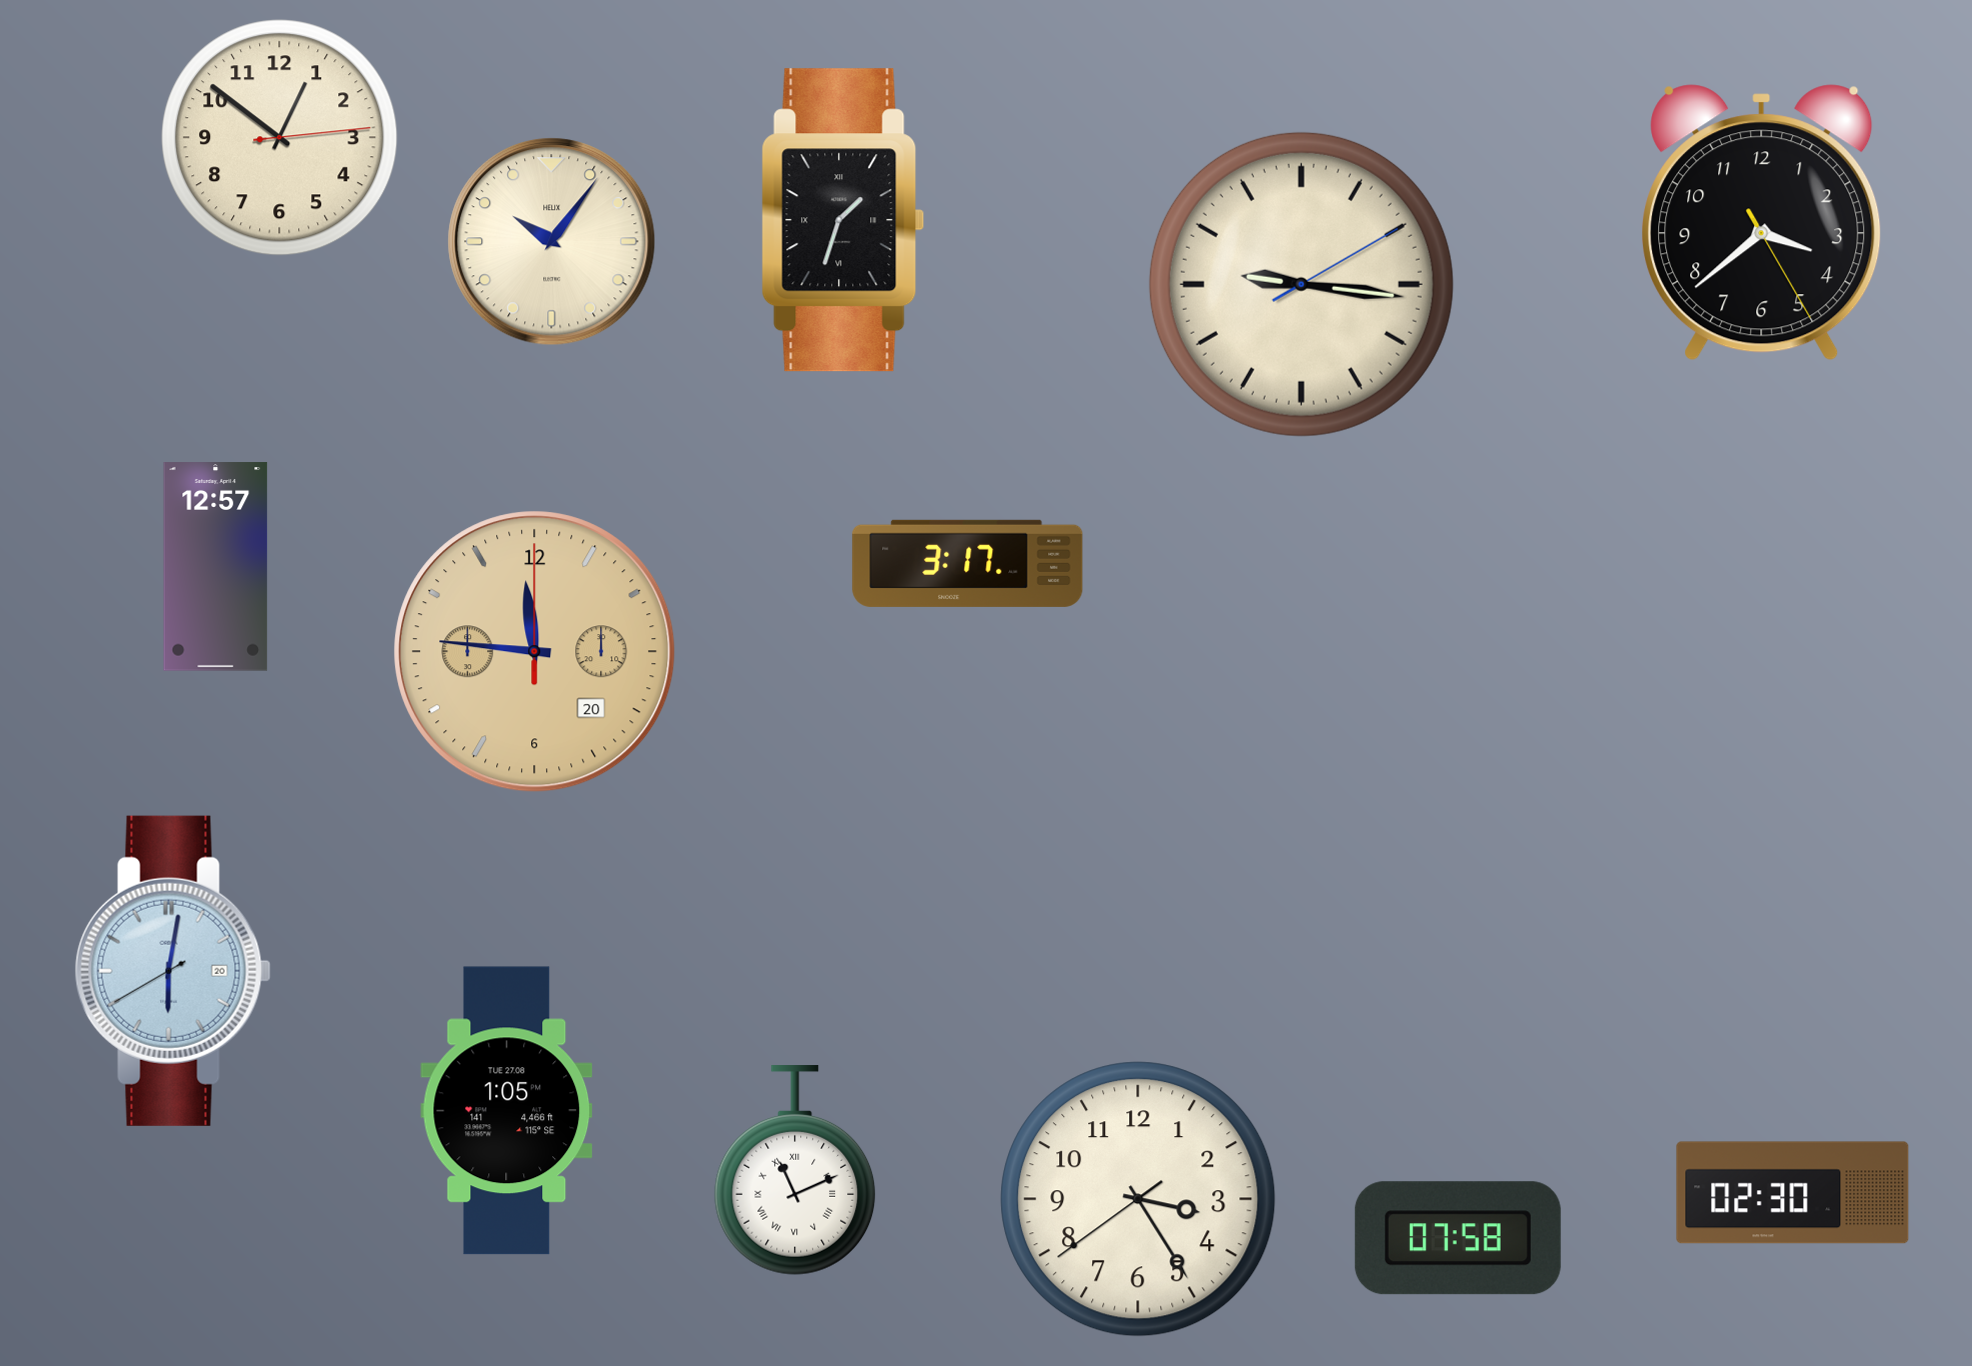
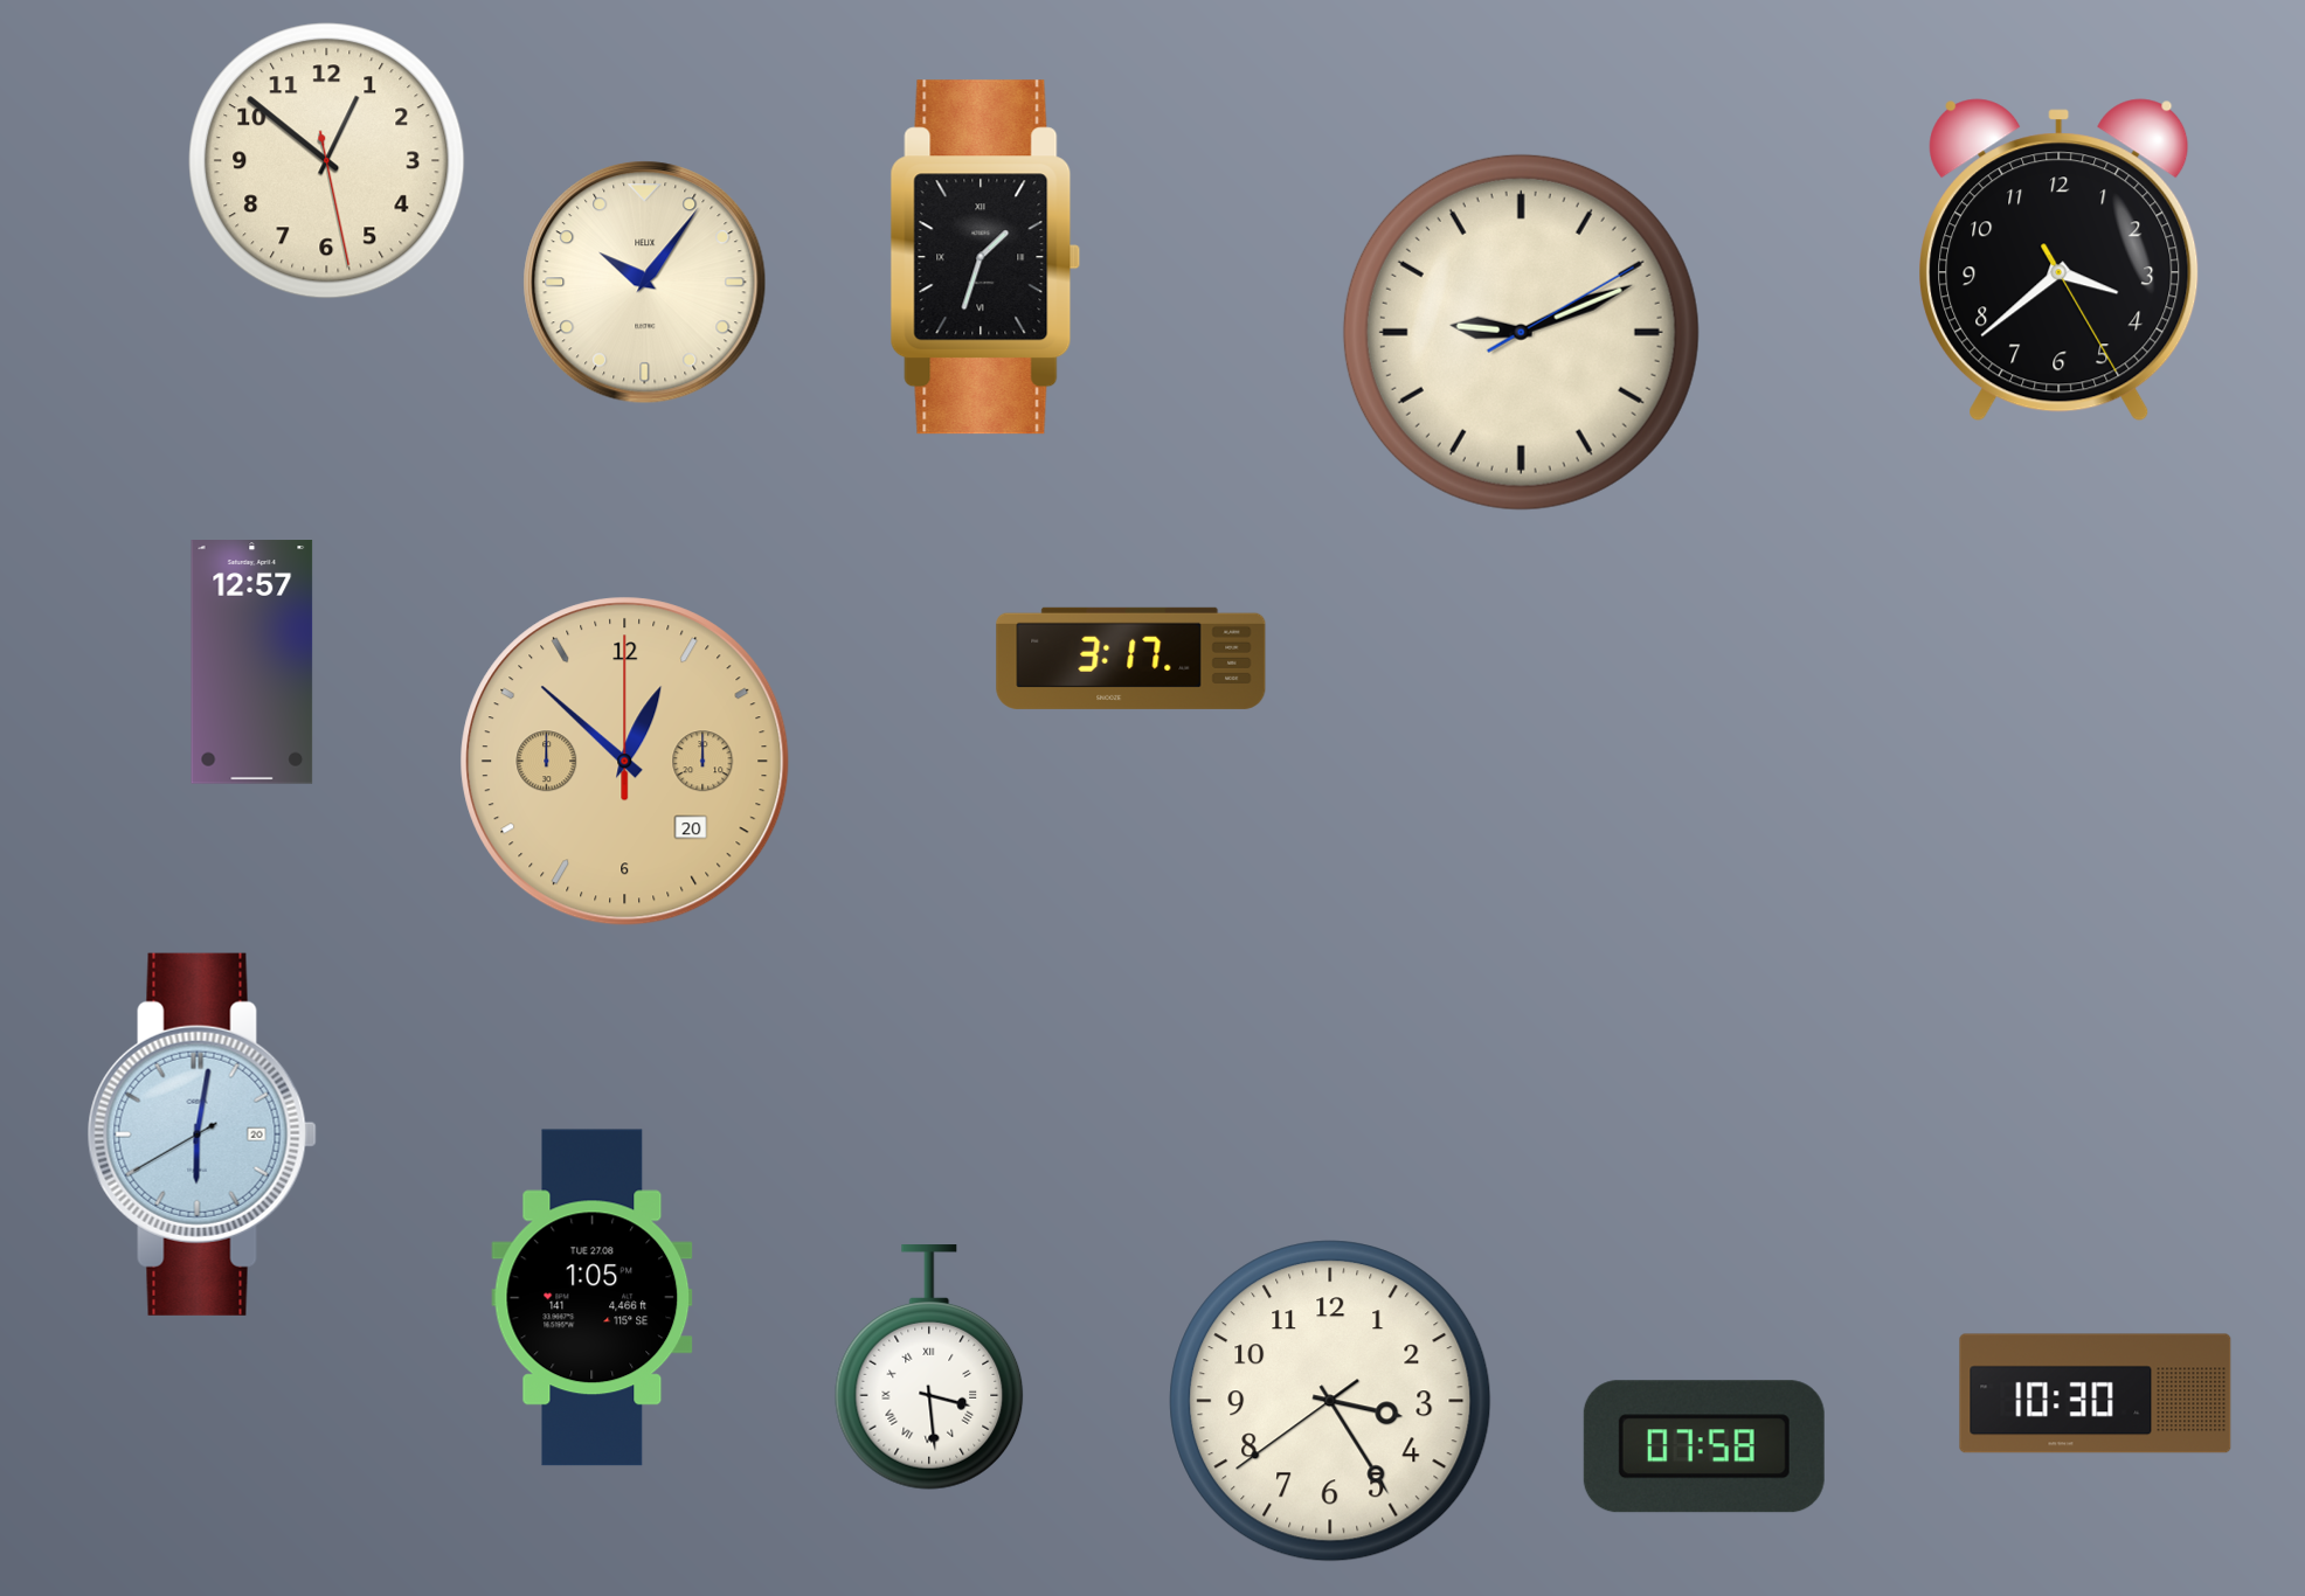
clock at (280, 138): 12:51:14 -> 12:51:28
clock at (1301, 284): 9:16 -> 9:11
clock at (535, 652): 11:46 -> 12:52
clock at (795, 1170): 11:11 -> 3:29
clock at (1793, 1193): 02:30 -> 10:30
